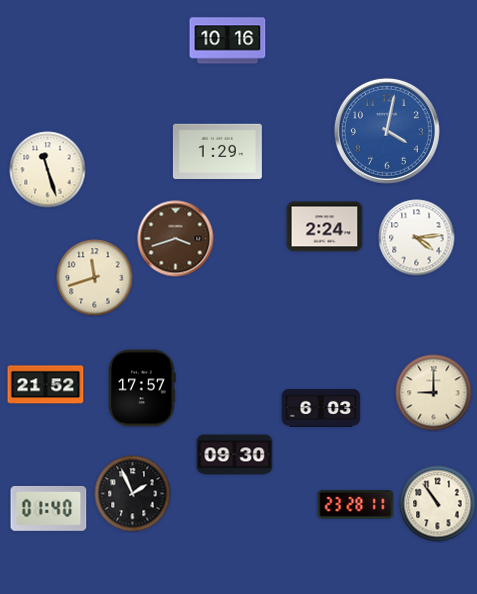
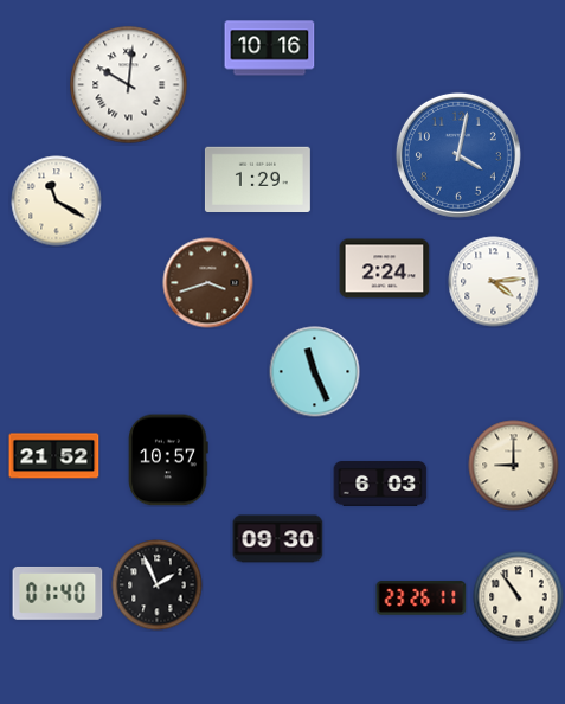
clock at (129, 85): none -> 10:01
clock at (48, 170): 11:27 -> 11:20
clock at (95, 278): 11:42 -> none
clock at (315, 372): none -> 11:26
clock at (142, 388): 17:57 -> 10:57
clock at (356, 505): 23:28 -> 23:26
clock at (49, 509) position: (49, 509) -> (58, 594)
